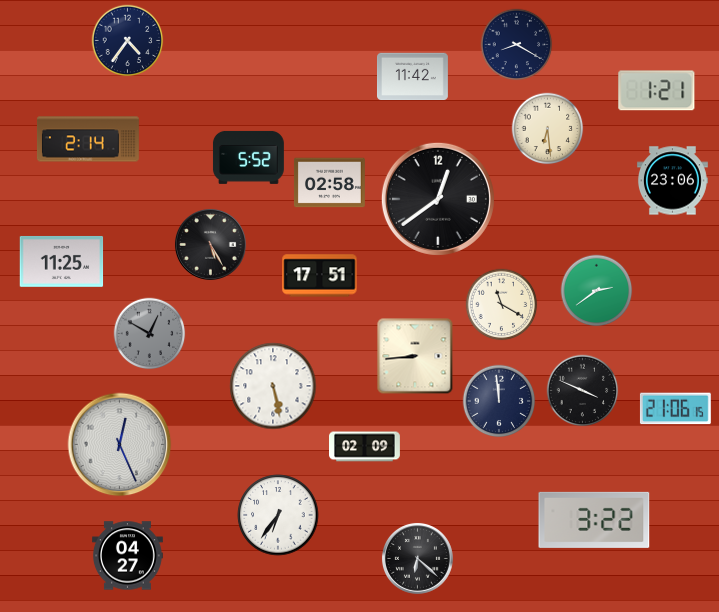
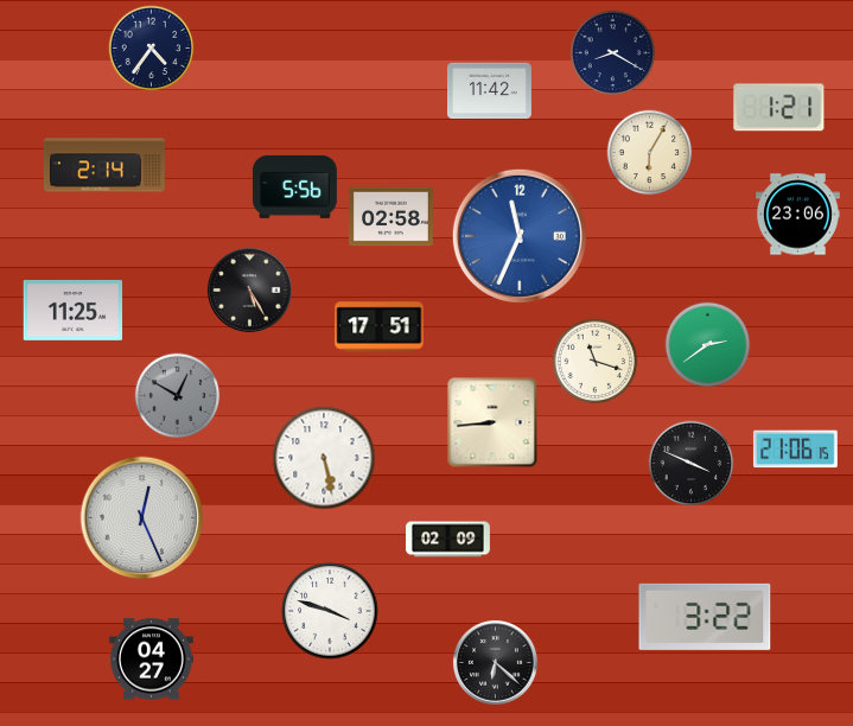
clock at (548, 129): 6:29 -> 6:05
clock at (248, 157): 5:52 -> 5:56
clock at (438, 199): 12:39 -> 11:34
clock at (438, 199) dial: black -> blue
clock at (502, 305): 11:20 -> 11:18
clock at (499, 401): 11:59 -> none
clock at (675, 409) position: (675, 409) -> (795, 450)
clock at (120, 445) position: (120, 445) -> (142, 518)
clock at (365, 447) position: (365, 447) -> (448, 540)
clock at (278, 515): 6:36 -> 3:48
